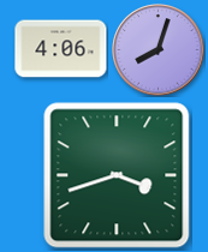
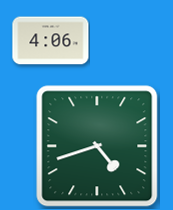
clock at (159, 50): 8:03 -> none
clock at (117, 175): 3:42 -> 4:42
